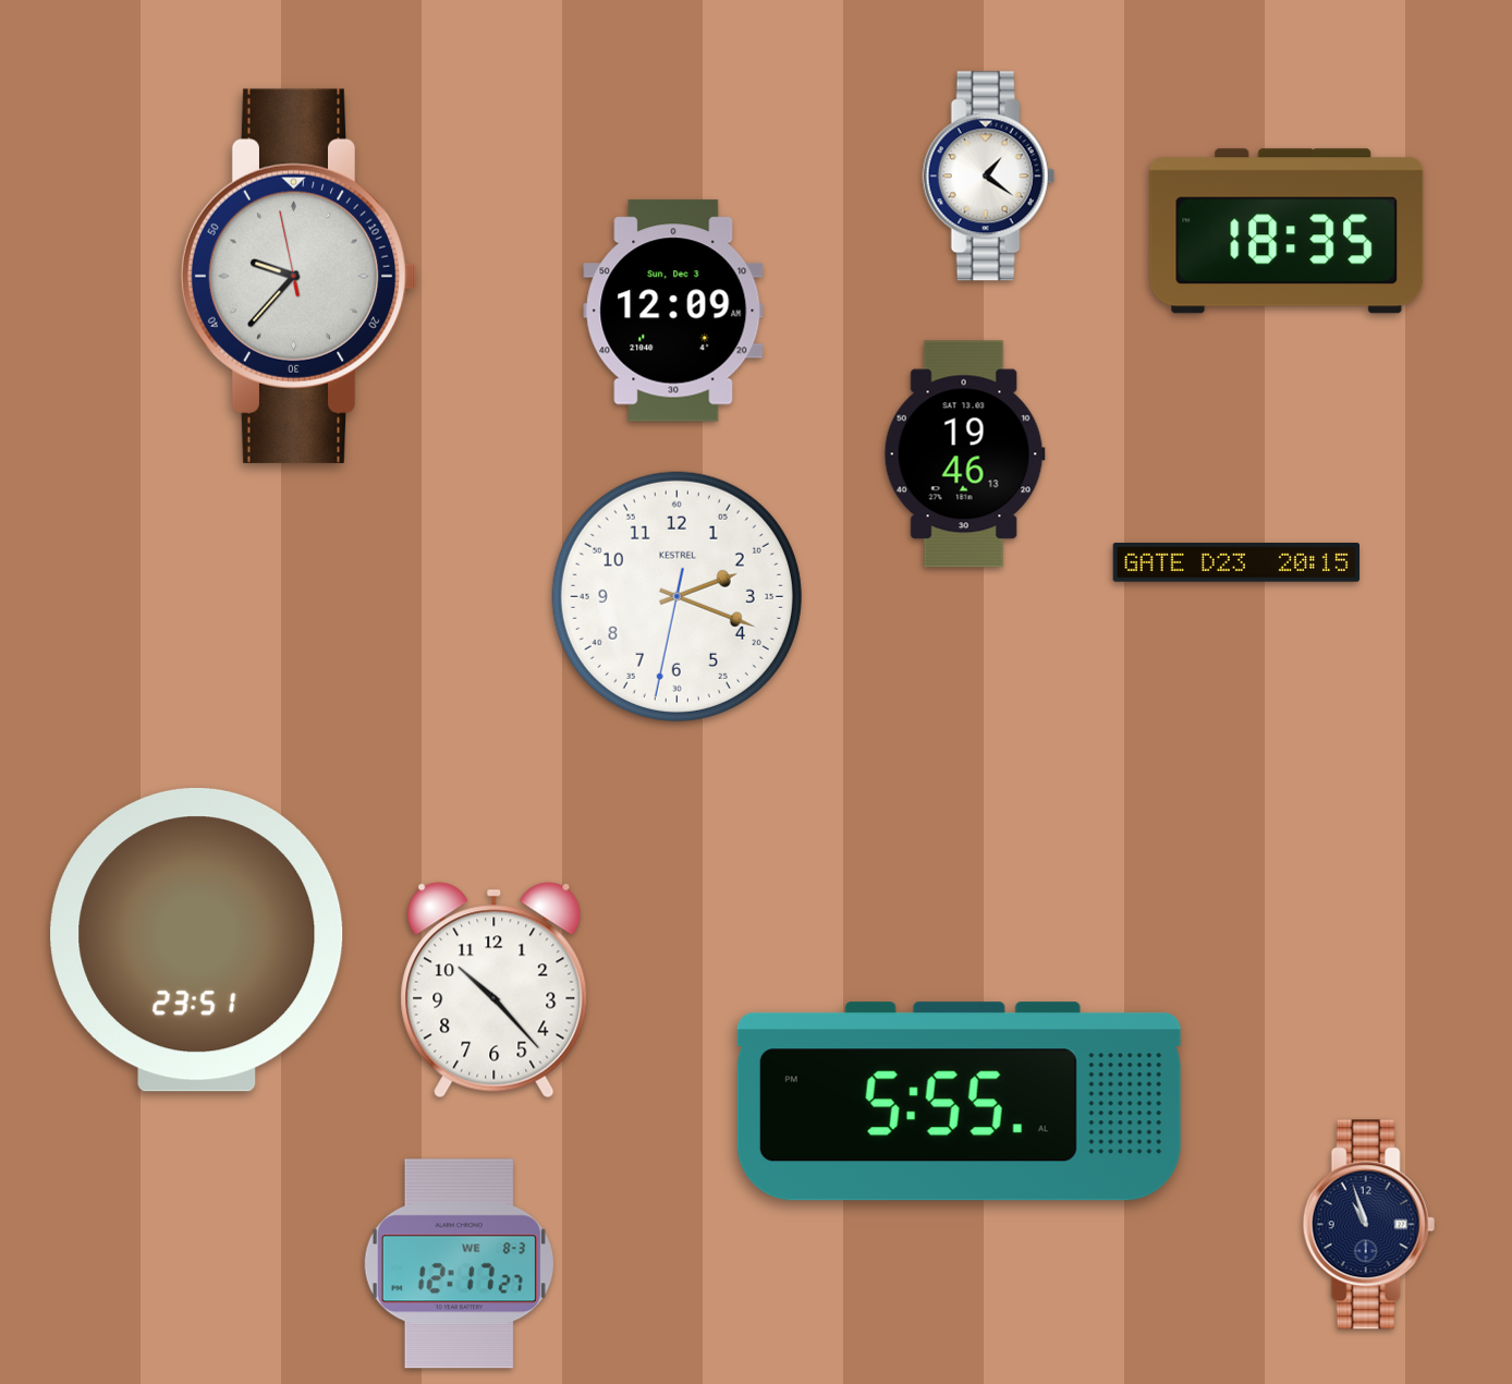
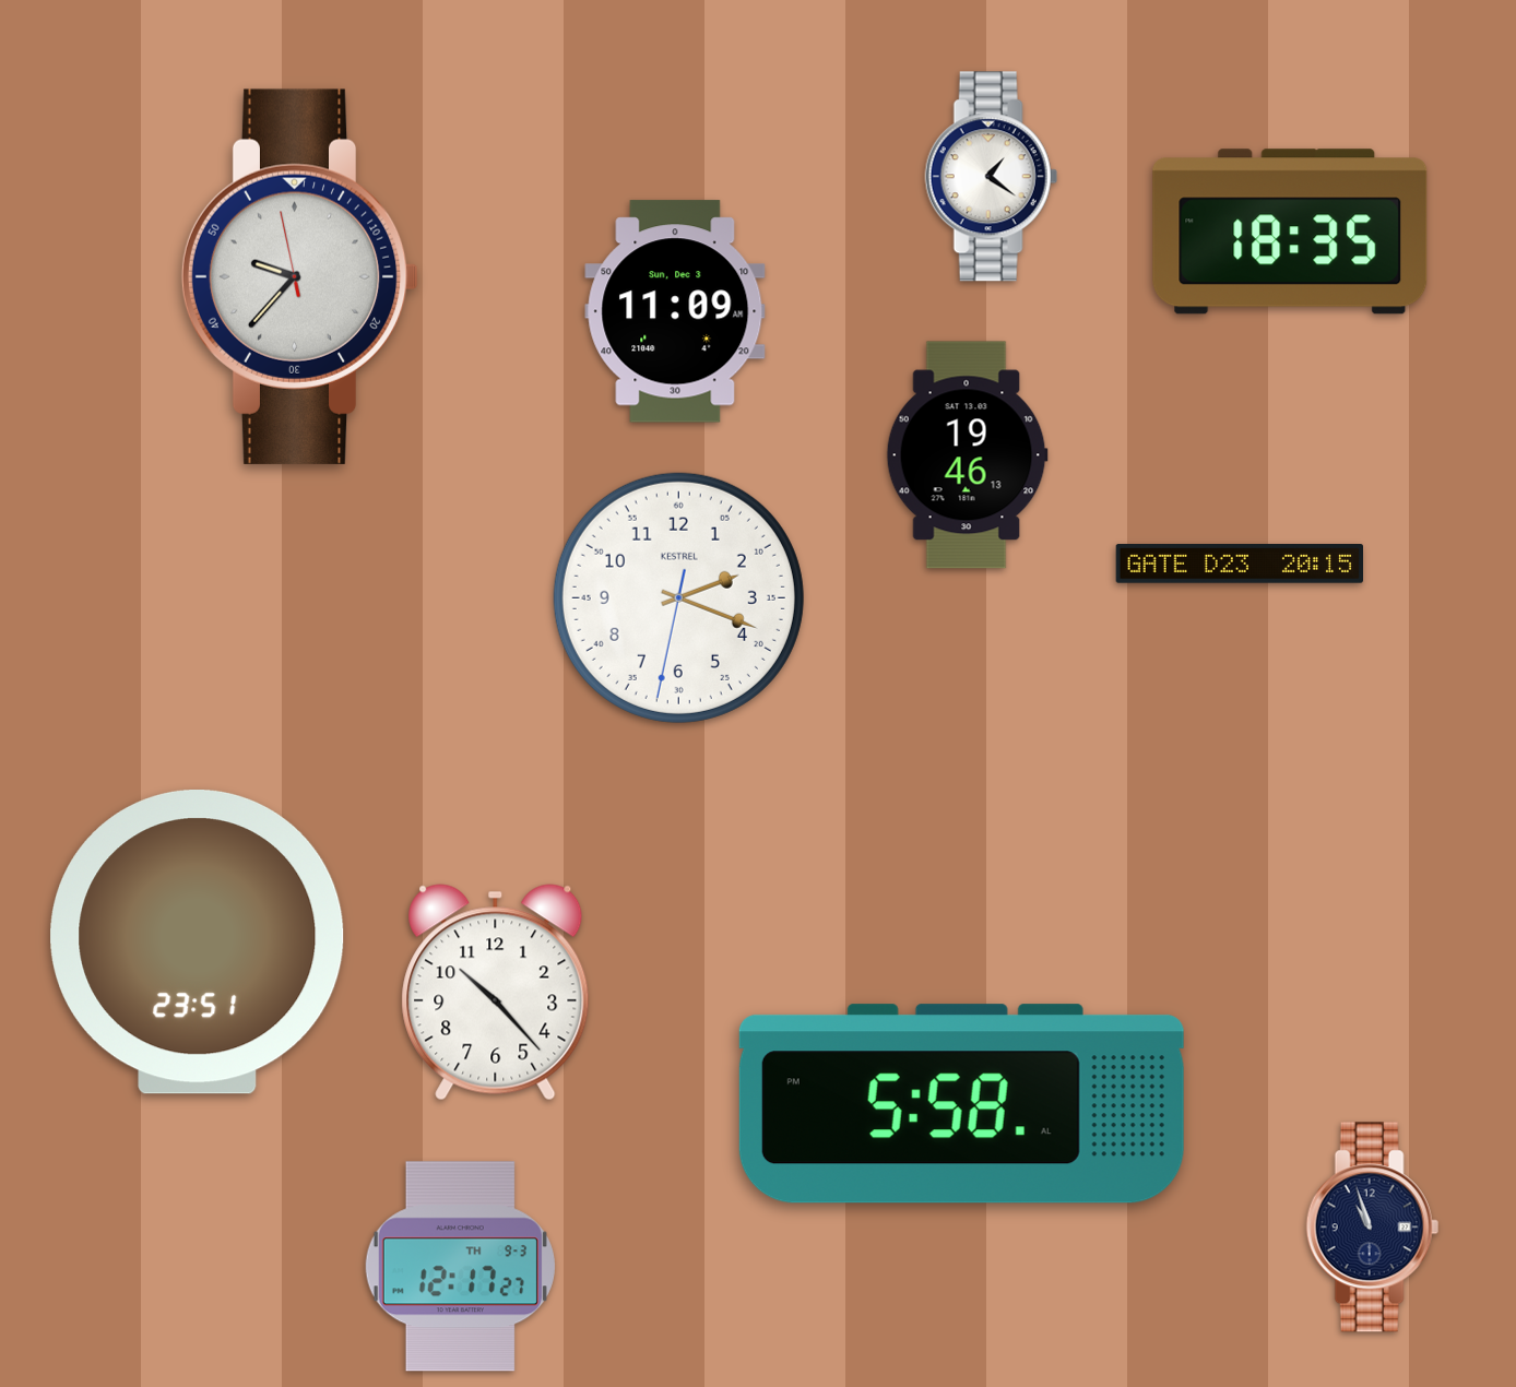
clock at (673, 311): 12:09 -> 11:09
clock at (959, 1102): 5:55 -> 5:58
clock at (459, 1264) date: WE 8-3 -> TH 9-3
